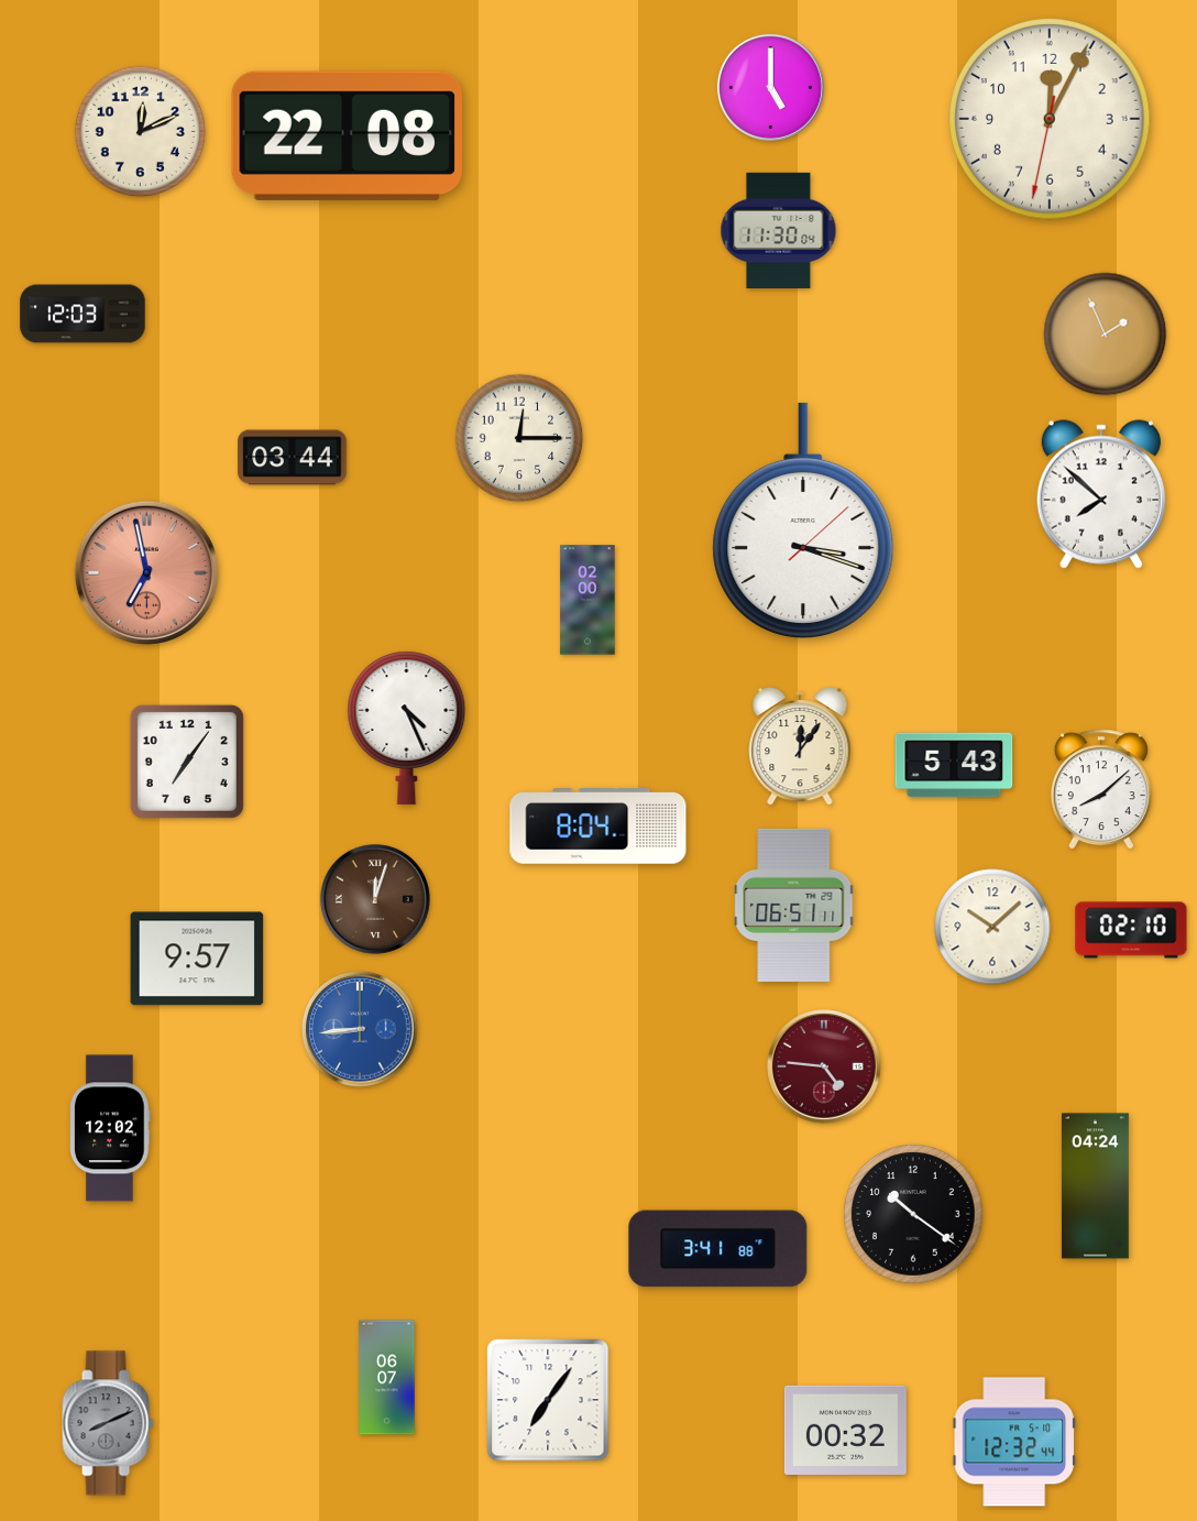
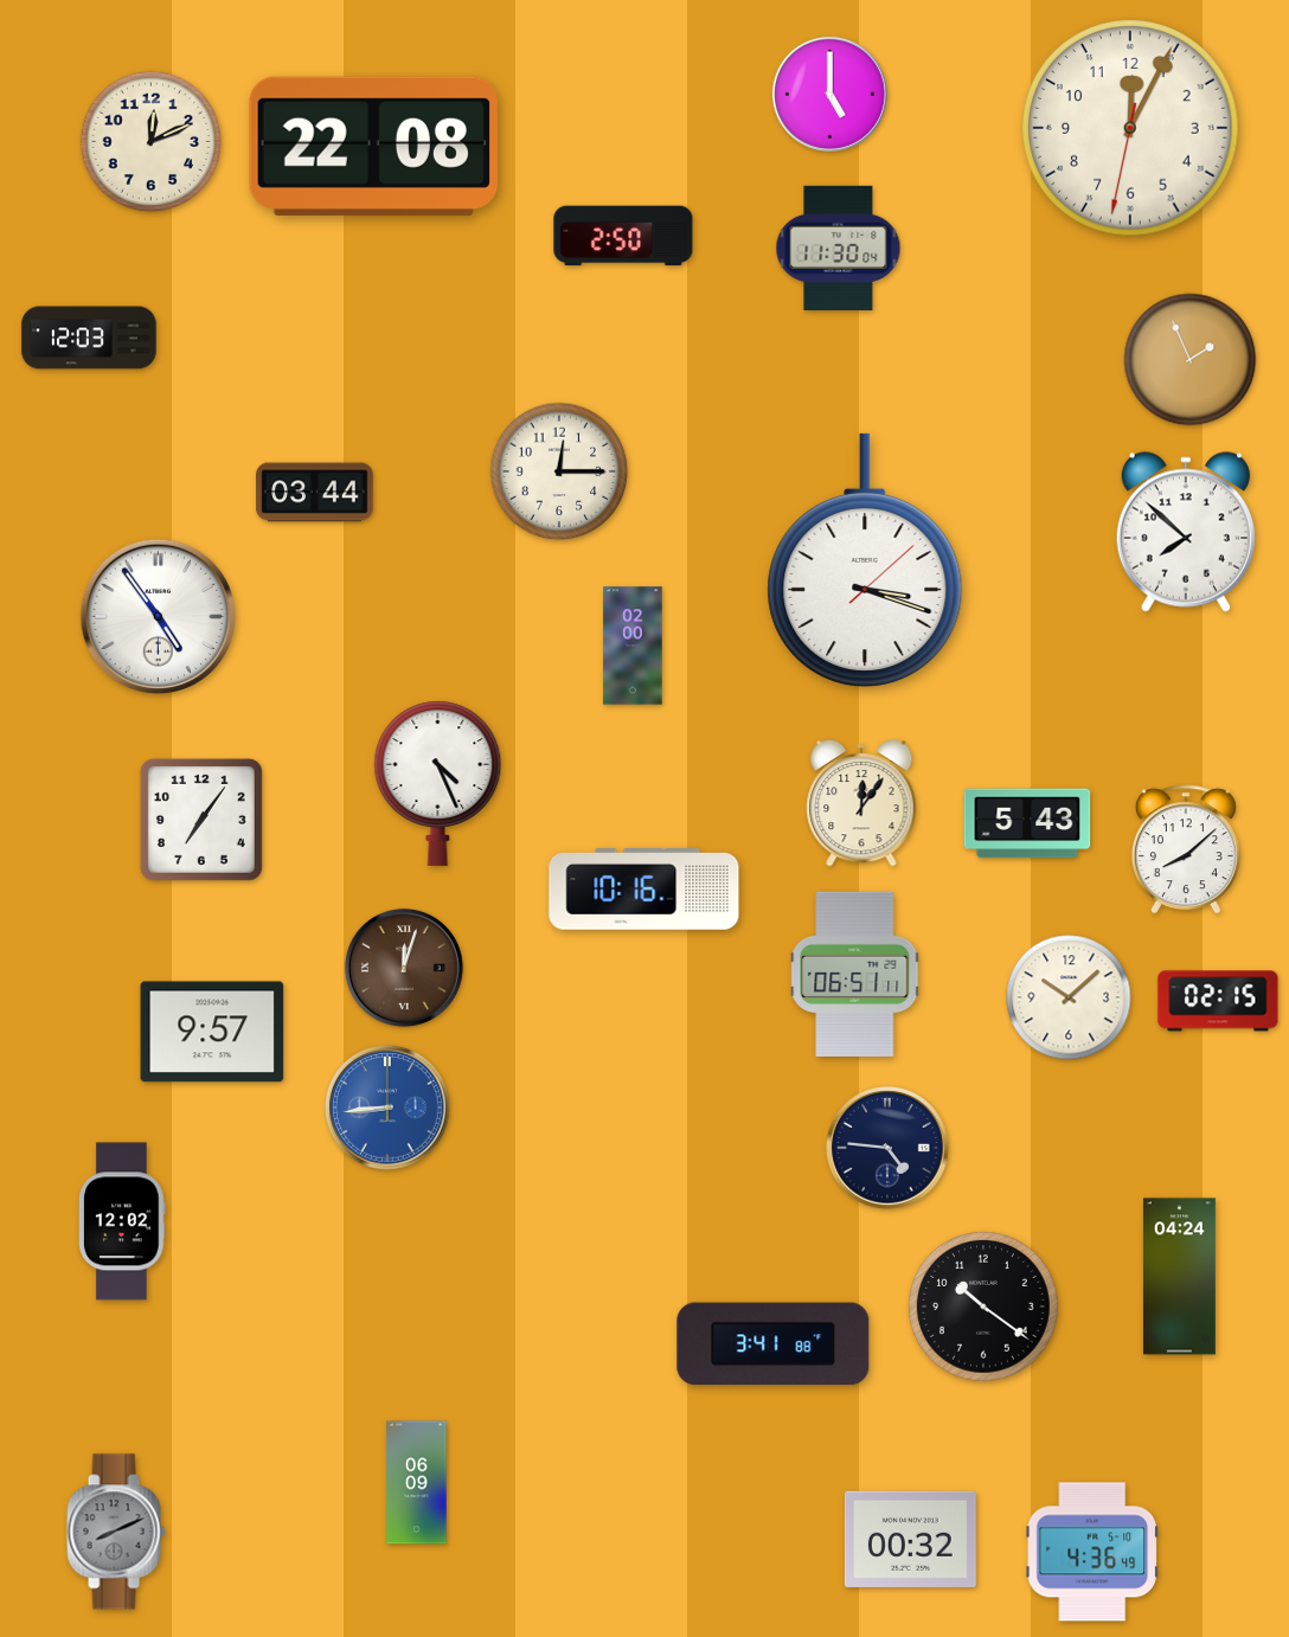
clock at (623, 236): none -> 2:50
clock at (146, 572): 6:58 -> 4:54
clock at (146, 572) dial: salmon -> white
clock at (598, 827): 8:04 -> 10:16
clock at (1131, 930): 02:10 -> 02:15
clock at (824, 1066) dial: burgundy -> navy
clock at (110, 1128) position: (110, 1128) -> (122, 1221)
clock at (387, 1378): 06:07 -> 06:09
clock at (548, 1400): 7:06 -> none
clock at (1013, 1442): 12:32 -> 4:36
